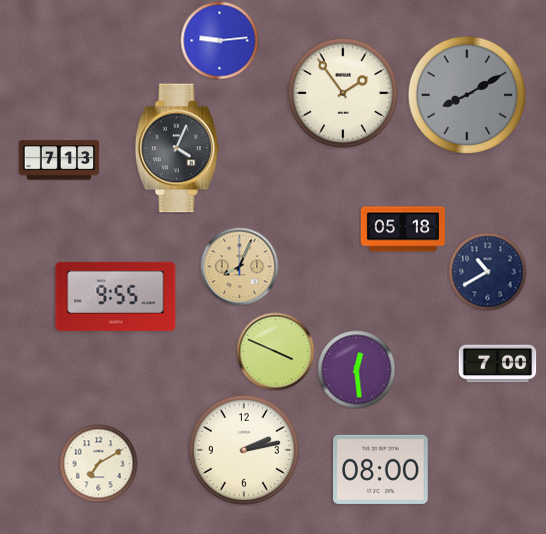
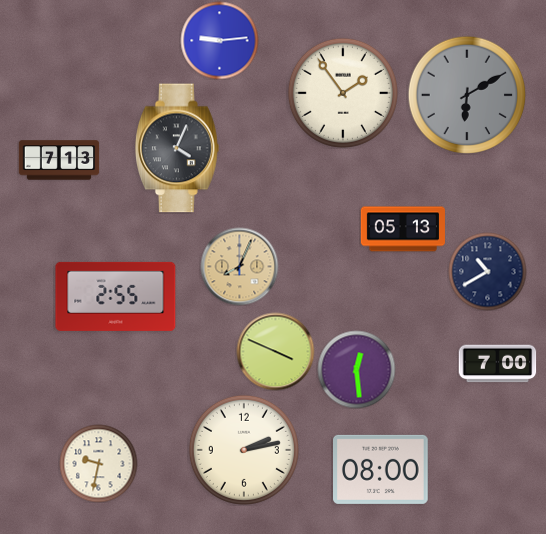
clock at (466, 94): 8:10 -> 6:10
clock at (403, 229): 05:18 -> 05:13
clock at (116, 296): 9:55 -> 2:55
clock at (98, 463): 7:10 -> 9:32
